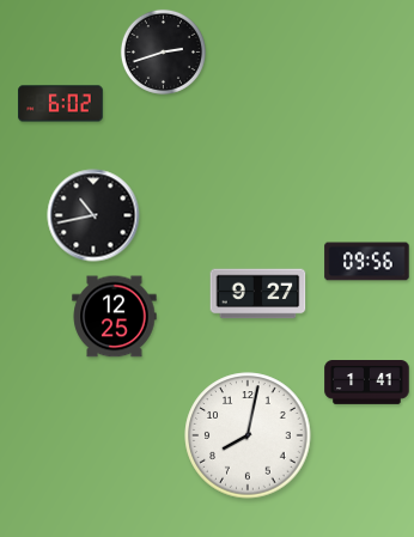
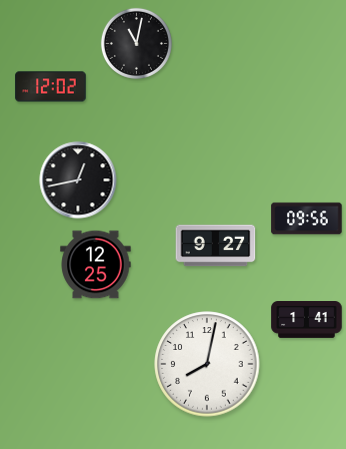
clock at (163, 51): 2:42 -> 11:02
clock at (61, 104): 6:02 -> 12:02
clock at (93, 215): 10:43 -> 12:43
